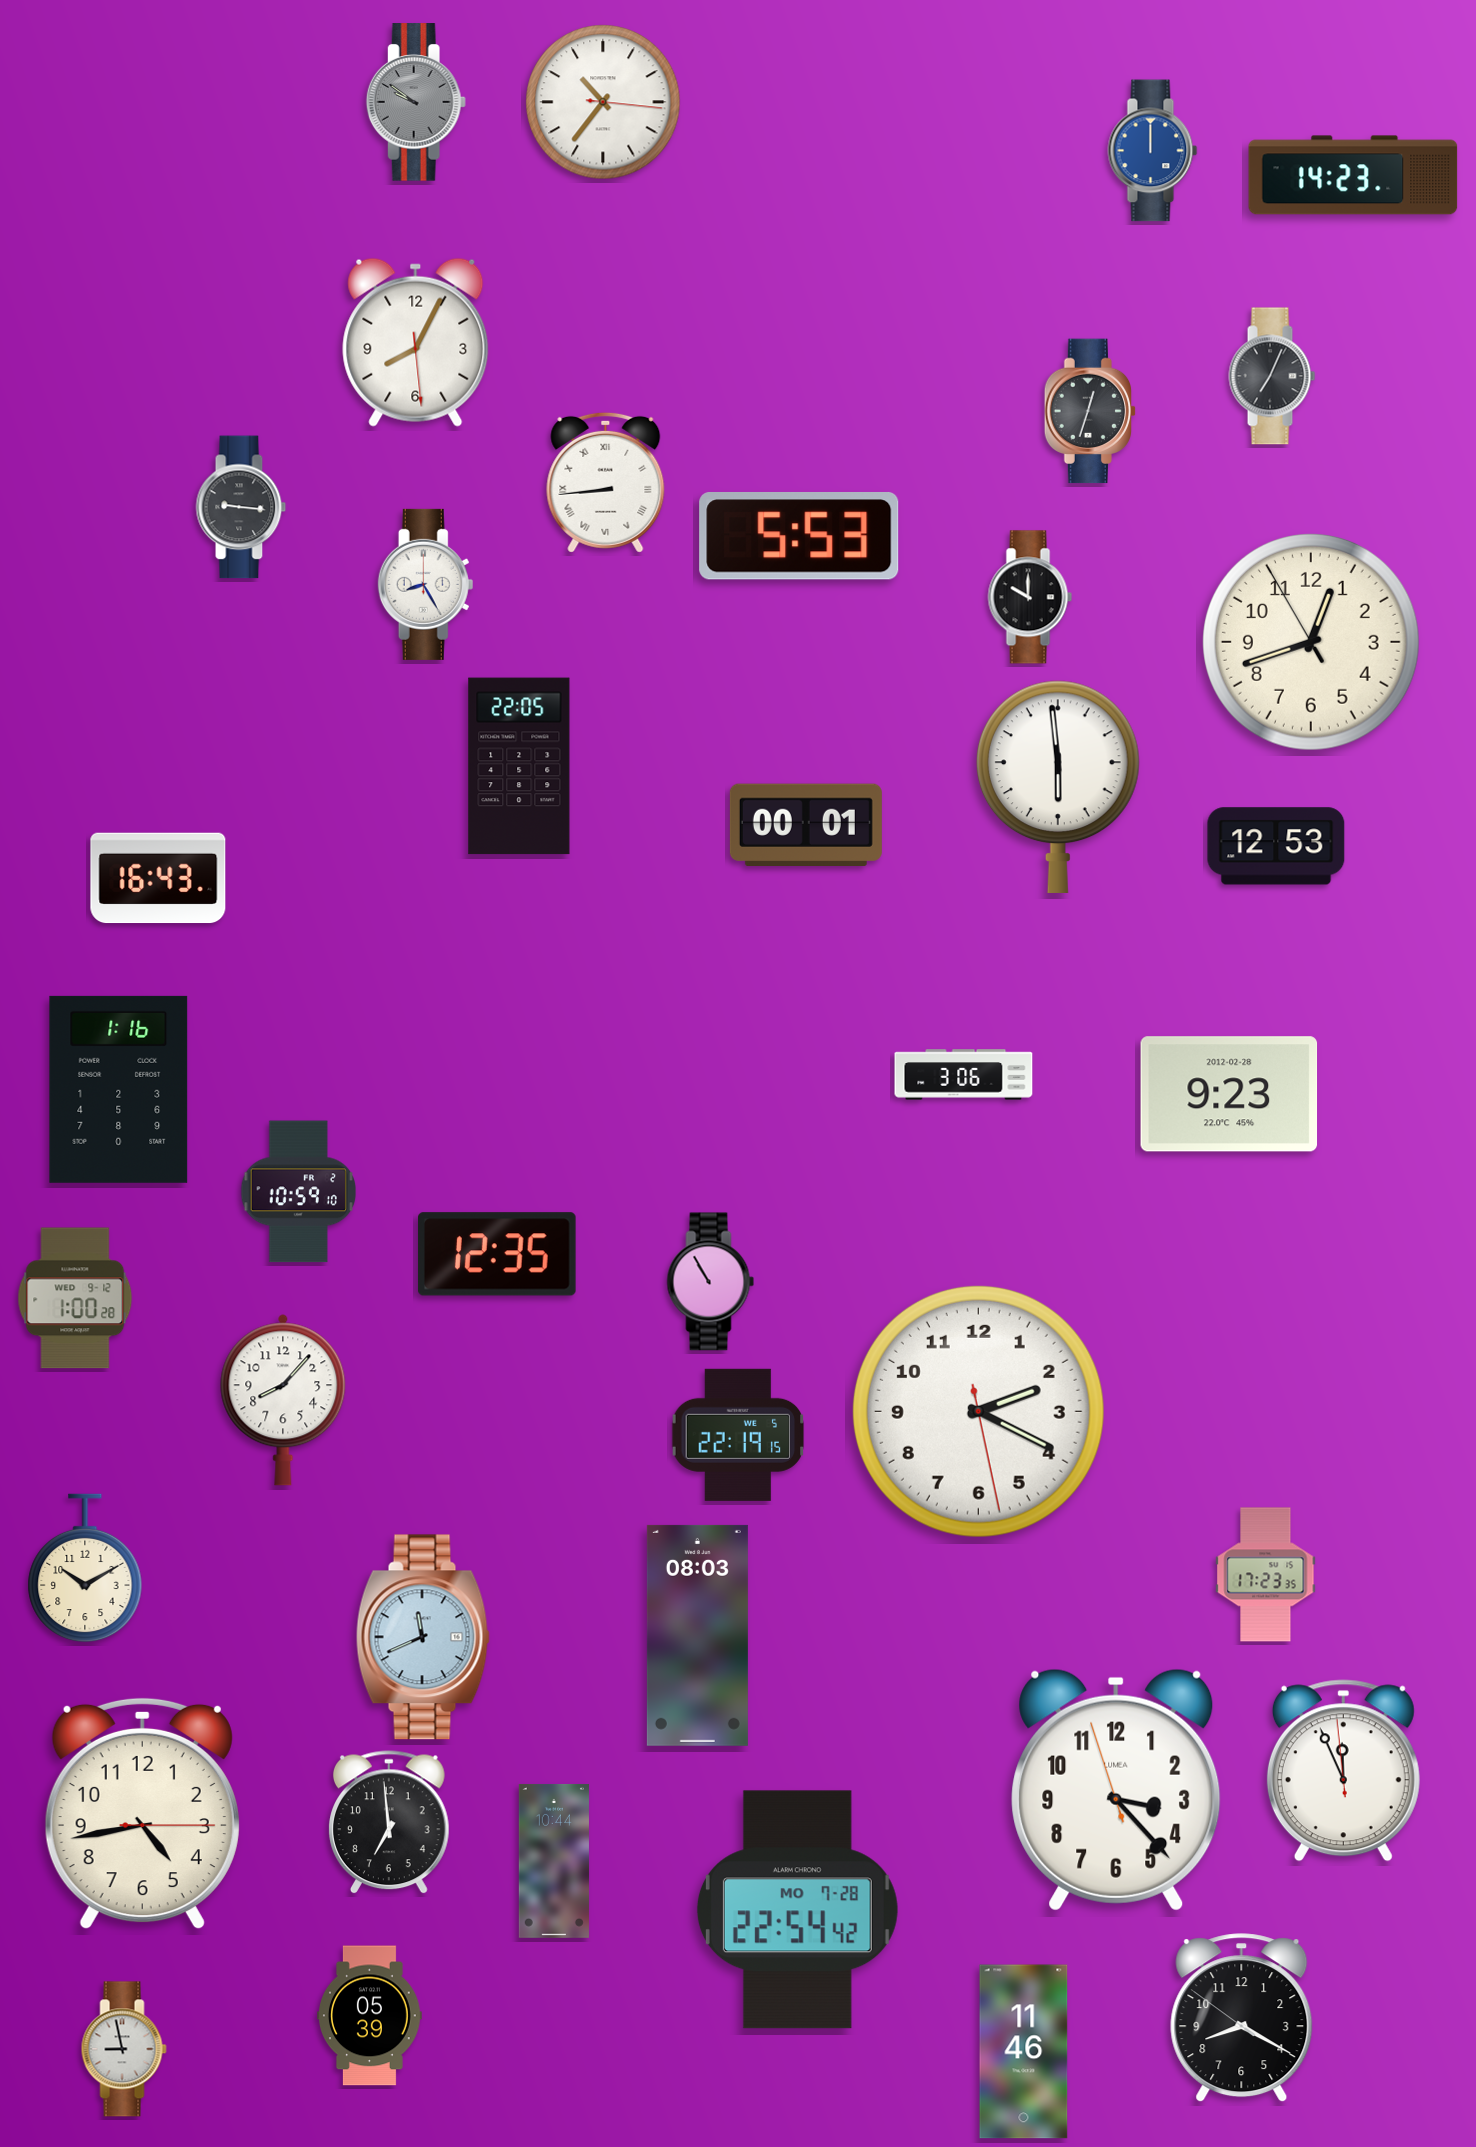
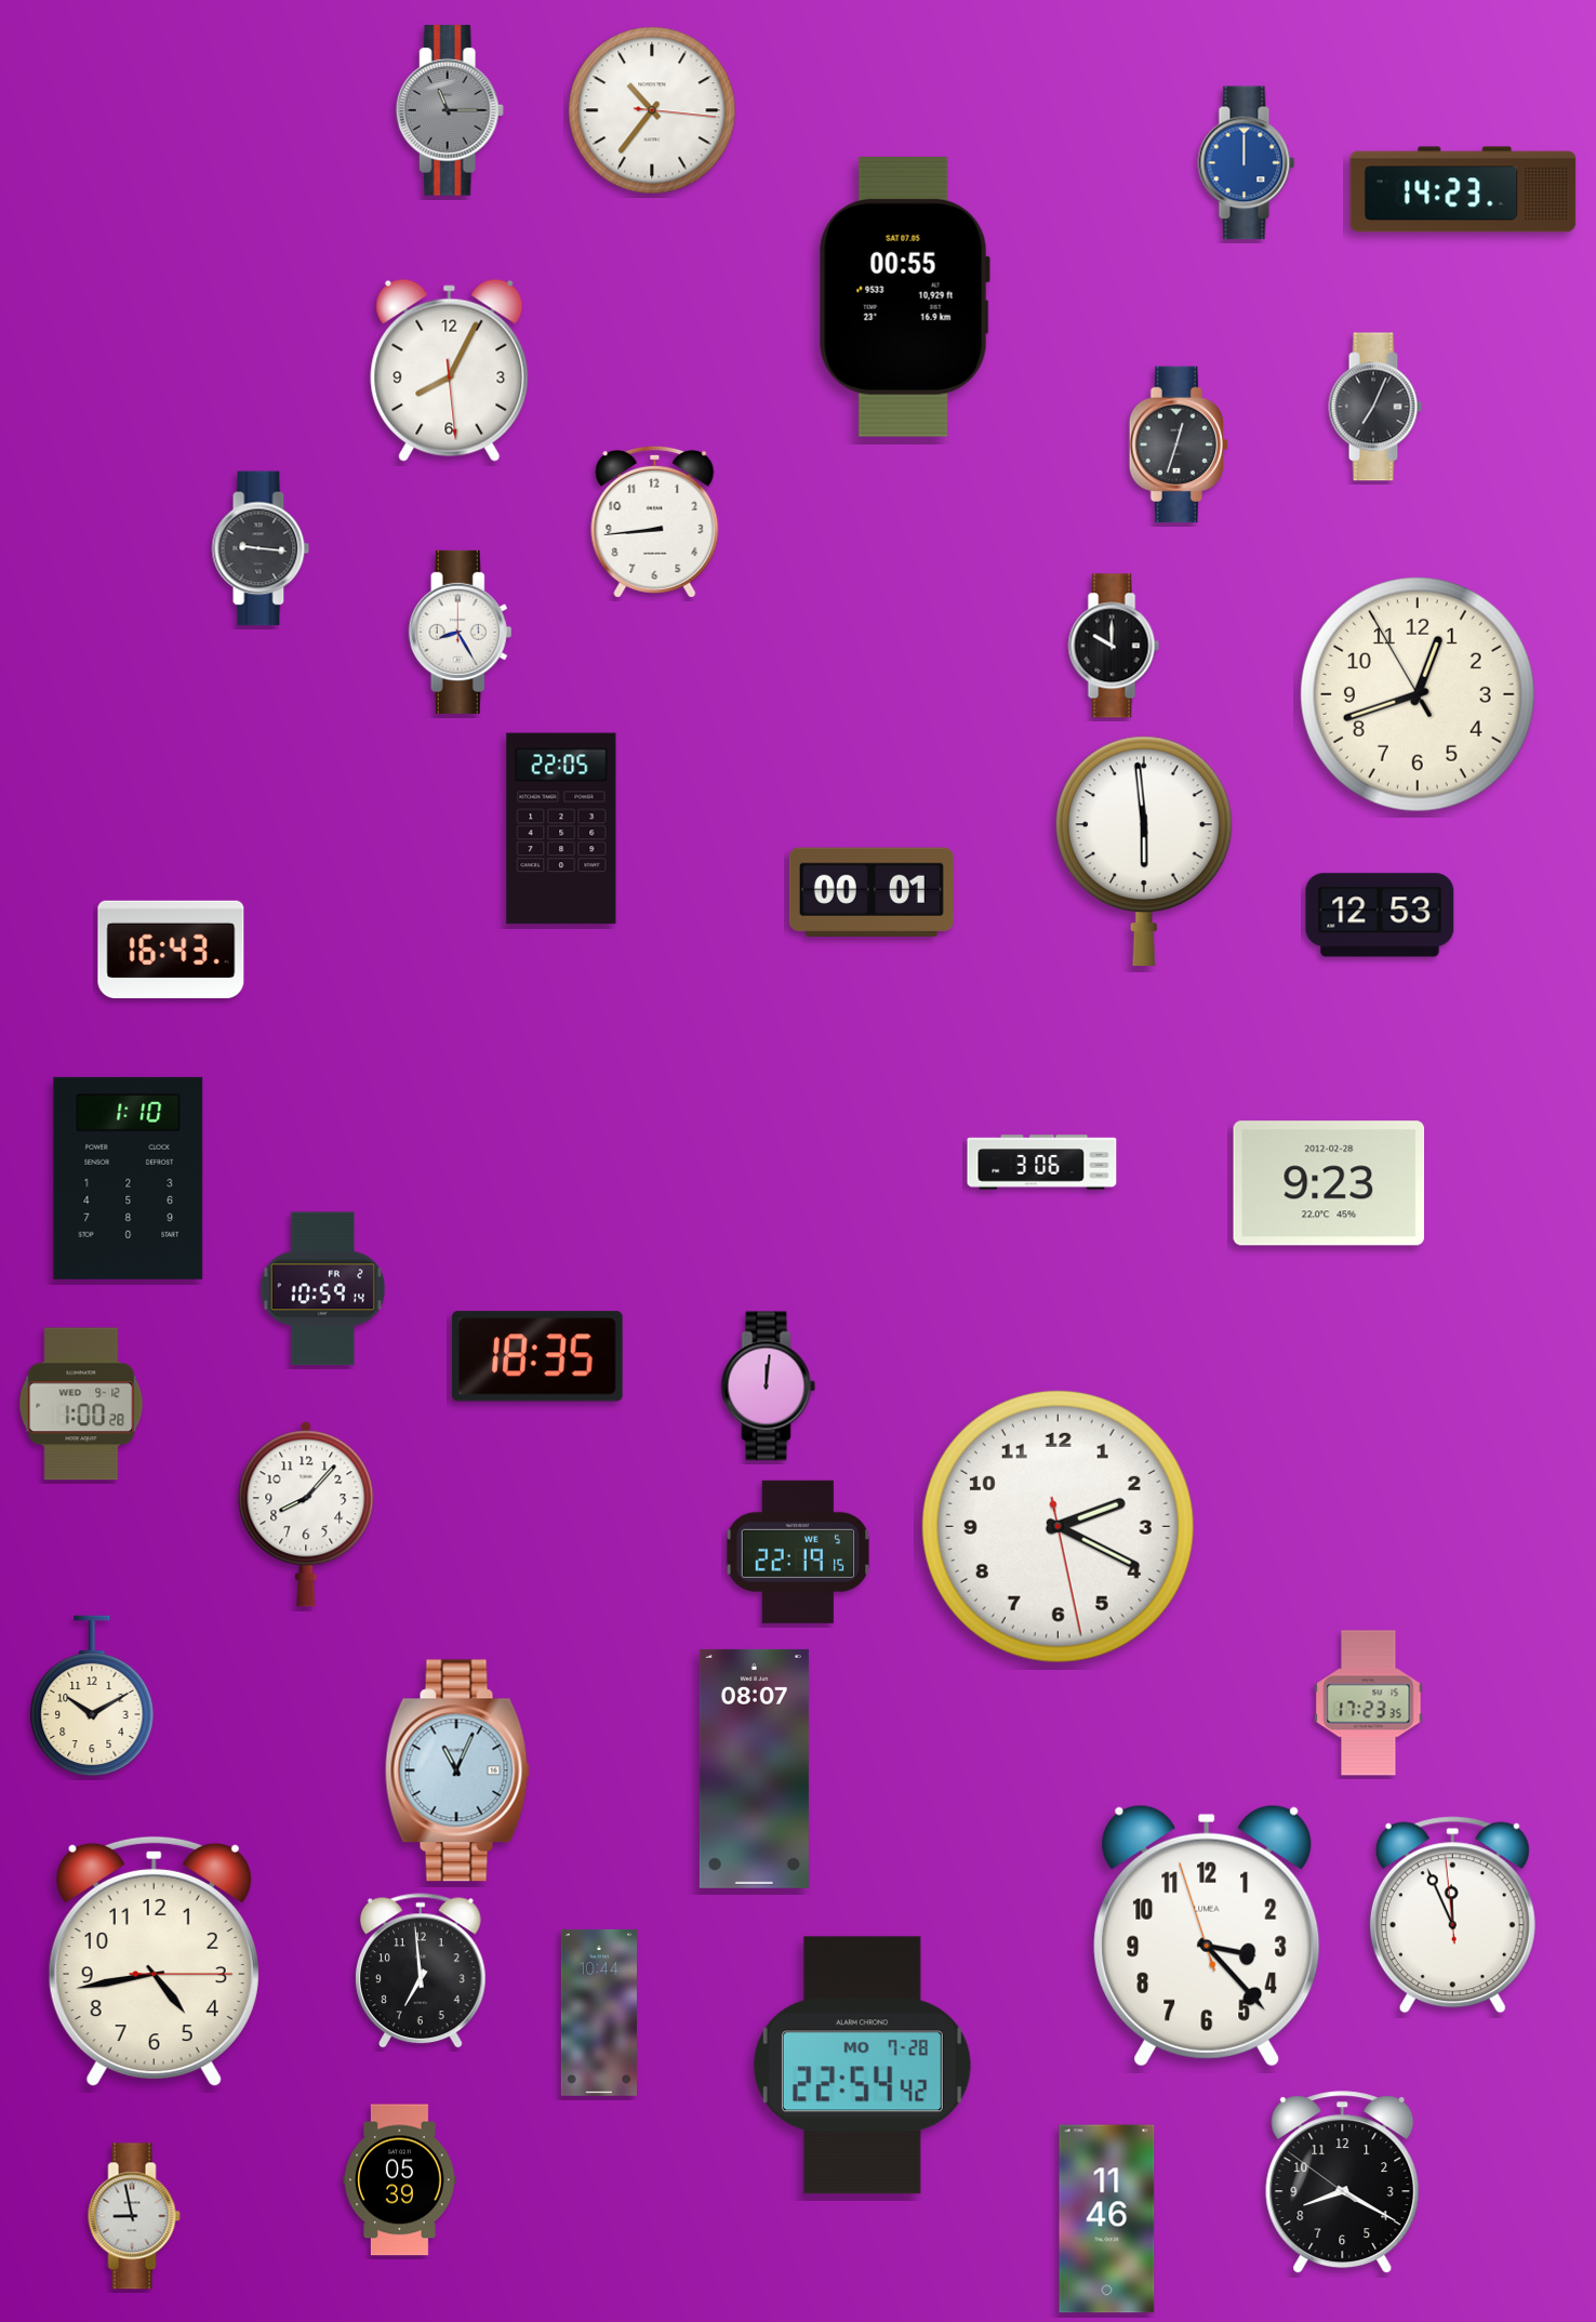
clock at (416, 102): 9:51 -> 11:15
clock at (904, 296): none -> 00:55
clock at (606, 482) numerals: Roman -> Arabic
clock at (799, 536): 5:53 -> none
clock at (119, 1089): 1:16 -> 1:10
clock at (298, 1192): 10:59:10 -> 10:59:14
clock at (498, 1254): 12:35 -> 18:35
clock at (711, 1282): 10:55 -> 12:01
clock at (697, 1635): 08:03 -> 08:07
clock at (423, 1637): 11:41 -> 11:04
